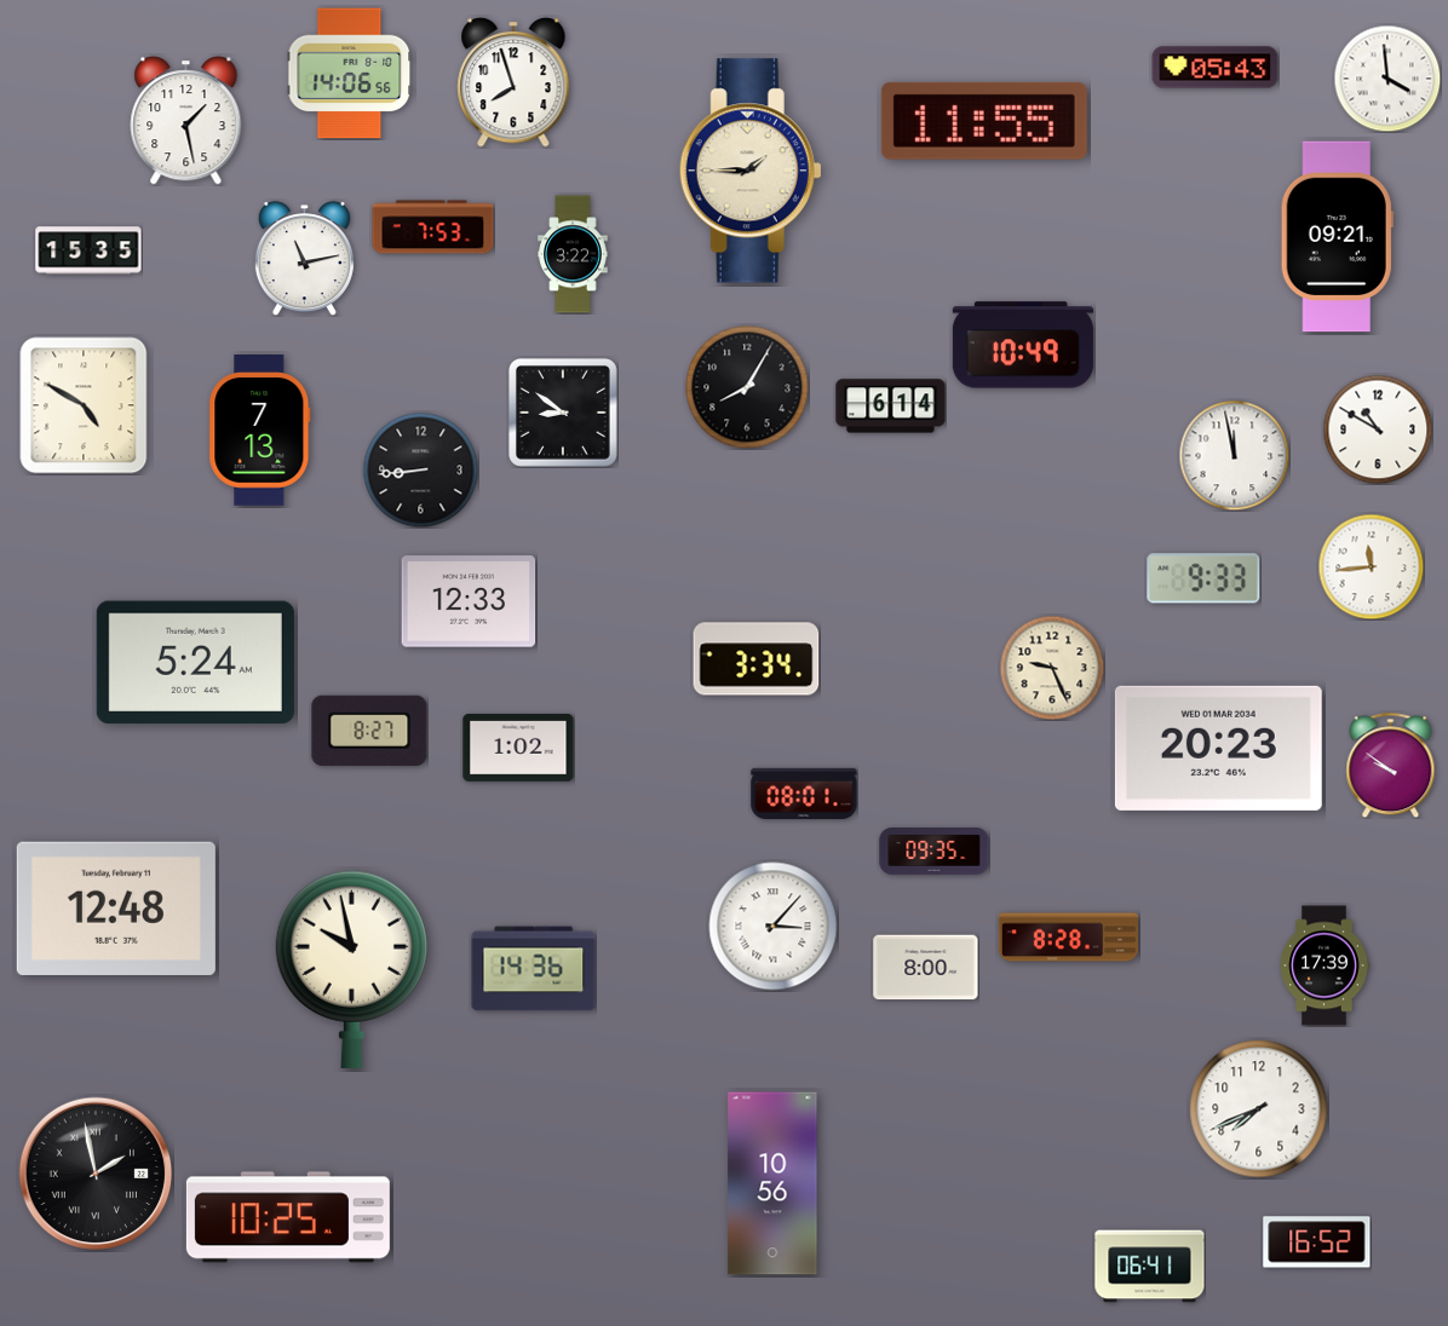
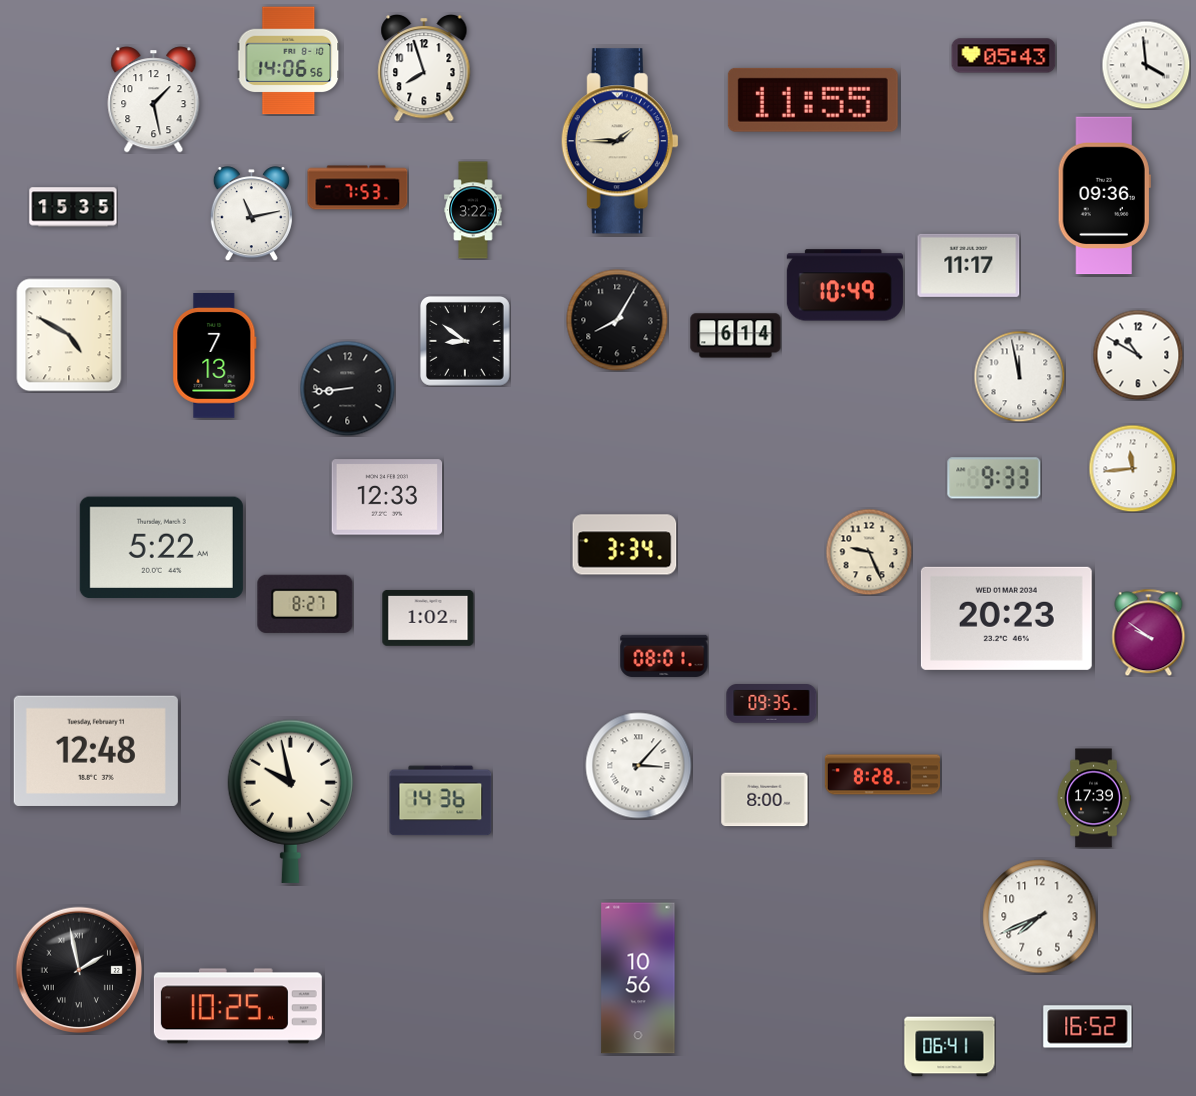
clock at (1337, 237): 09:21 -> 09:36
clock at (969, 265): none -> 11:17
clock at (195, 663): 5:24 -> 5:22
